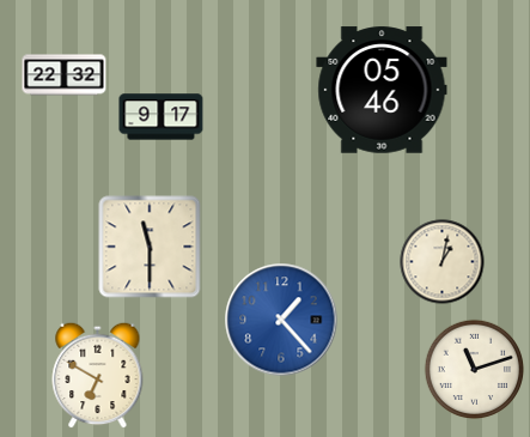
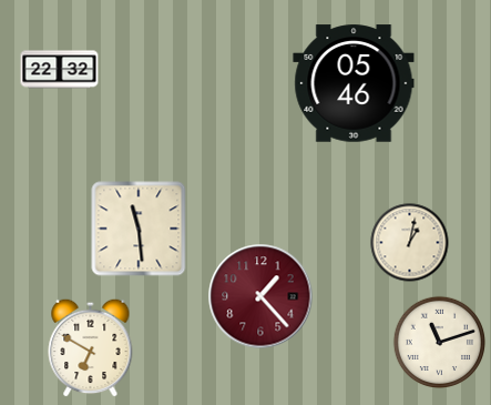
clock at (162, 117): 9:17 -> none
clock at (150, 247): 11:30 -> 11:29
clock at (281, 320) dial: blue -> burgundy
